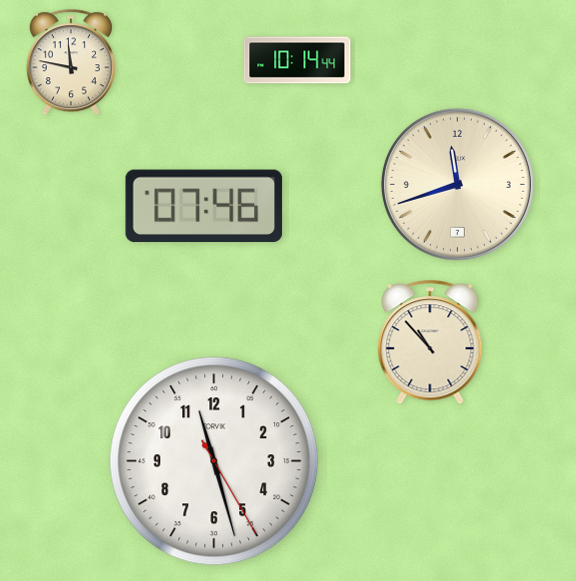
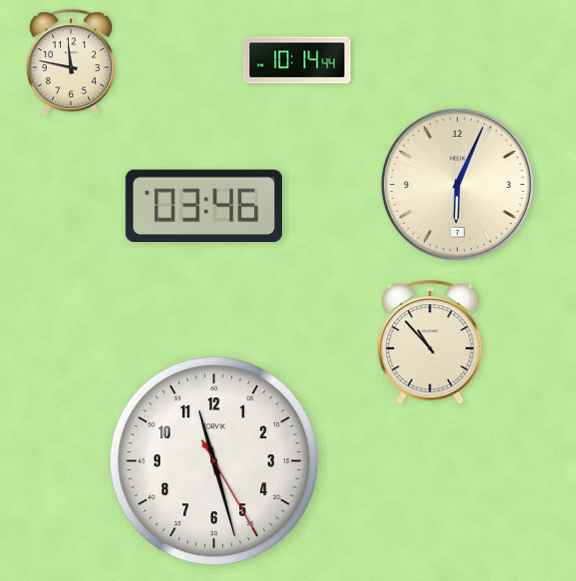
clock at (457, 184): 11:42 -> 6:04
clock at (204, 205): 07:46 -> 03:46
